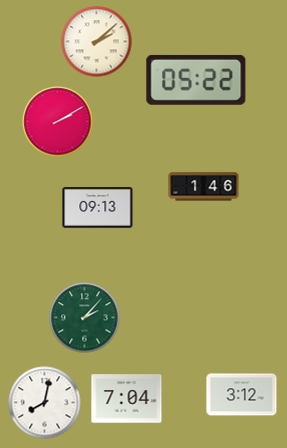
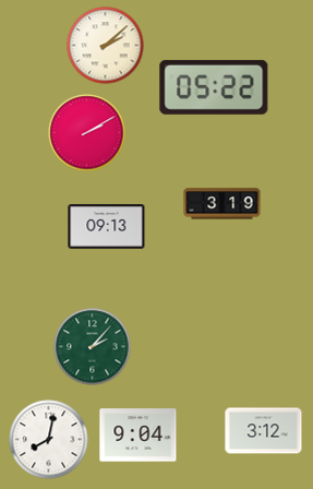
clock at (58, 122) position: (58, 122) -> (87, 133)
clock at (204, 187): 1:46 -> 3:19
clock at (127, 399): 7:04 -> 9:04
